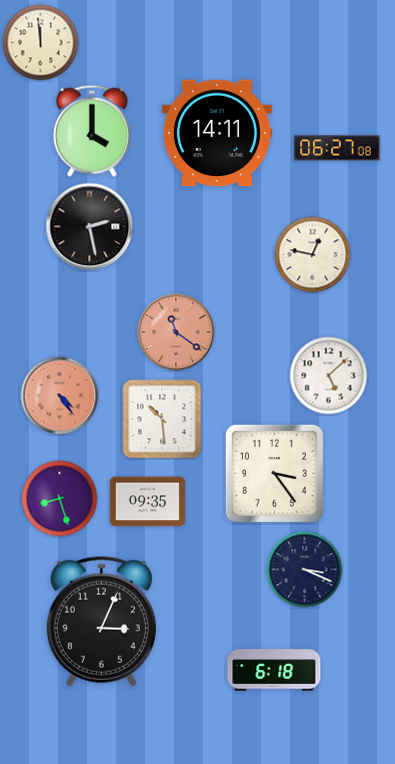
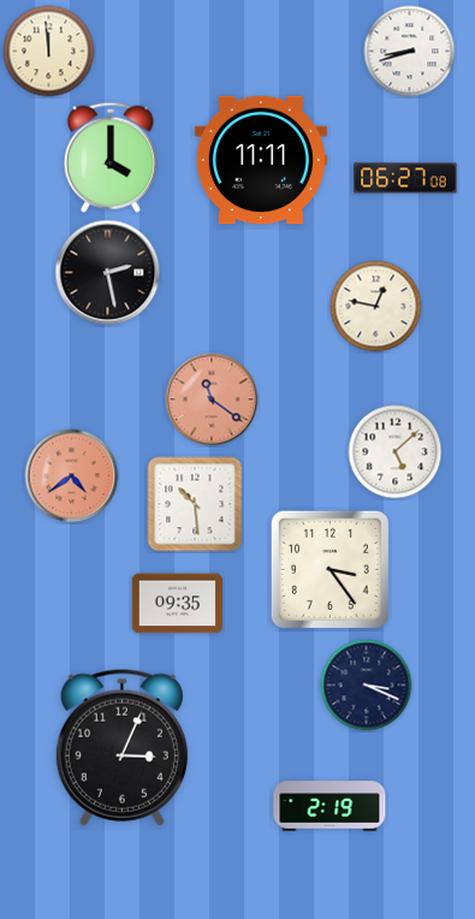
clock at (410, 52): none -> 8:42
clock at (217, 133): 14:11 -> 11:11
clock at (60, 396): 4:24 -> 4:39
clock at (60, 499): 8:27 -> none
clock at (274, 670): 6:18 -> 2:19
